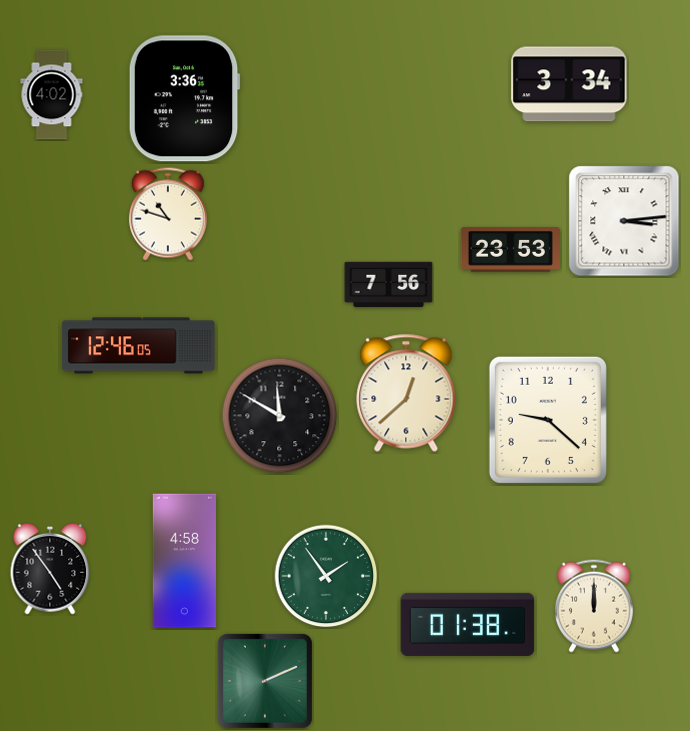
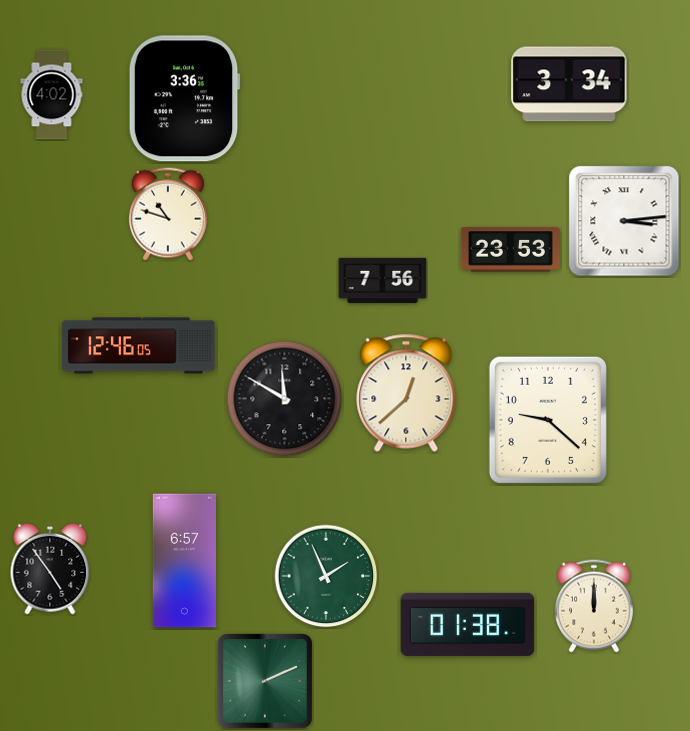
clock at (389, 285) position: (389, 285) -> (383, 281)
clock at (280, 416) position: (280, 416) -> (285, 399)
clock at (184, 561): 4:58 -> 6:57
clock at (326, 576): 1:54 -> 1:56
